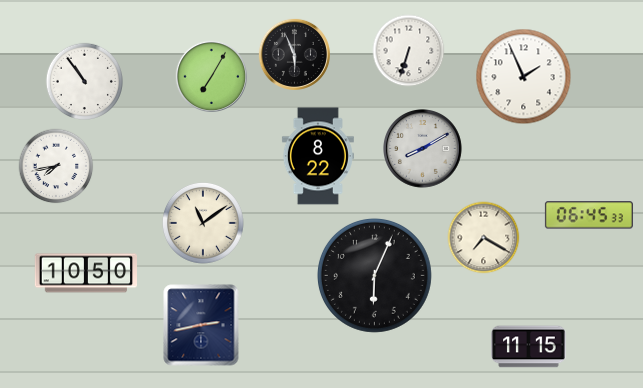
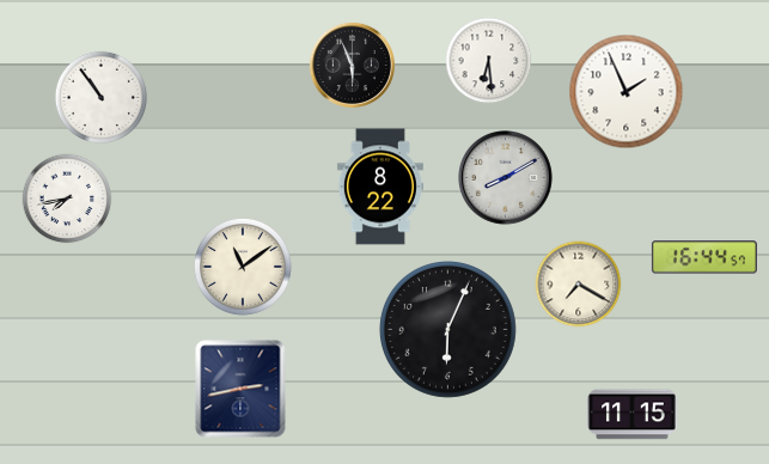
clock at (409, 51): 6:33 -> 6:29
clock at (211, 76): 7:05 -> none
clock at (589, 215): 06:45 -> 16:44
clock at (85, 273): 10:50 -> none
